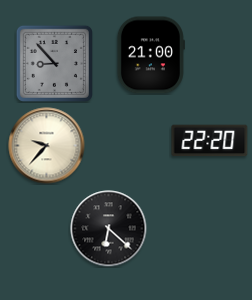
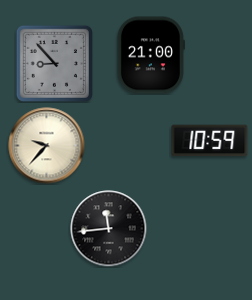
clock at (210, 141): 22:20 -> 10:59
clock at (109, 229): 6:22 -> 11:44
